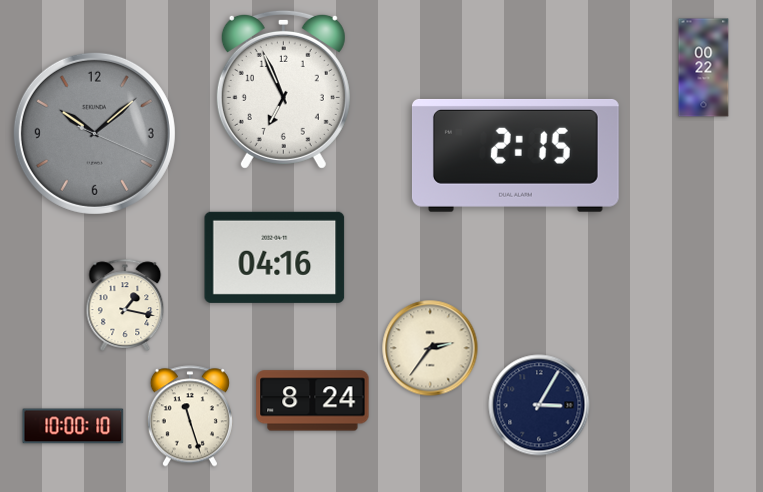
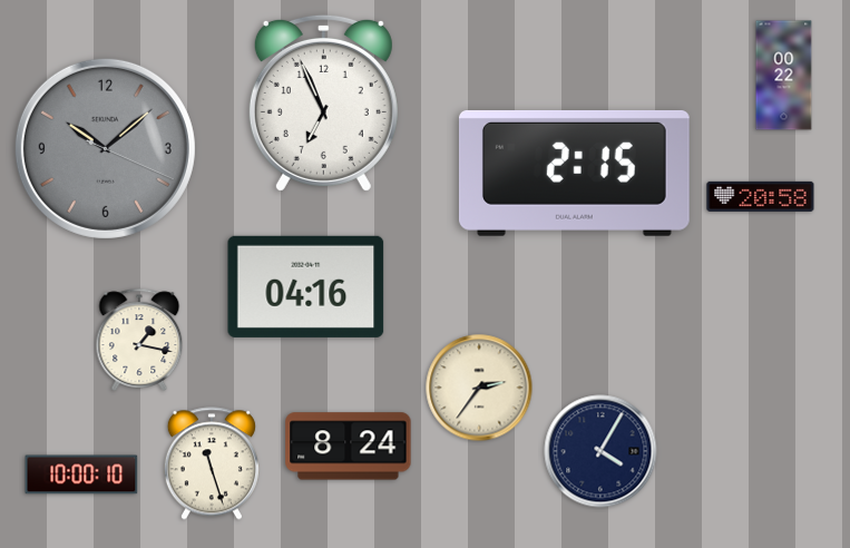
clock at (283, 89) position: (283, 89) -> (323, 102)
clock at (761, 196): none -> 20:58
clock at (539, 405): 3:05 -> 4:05
